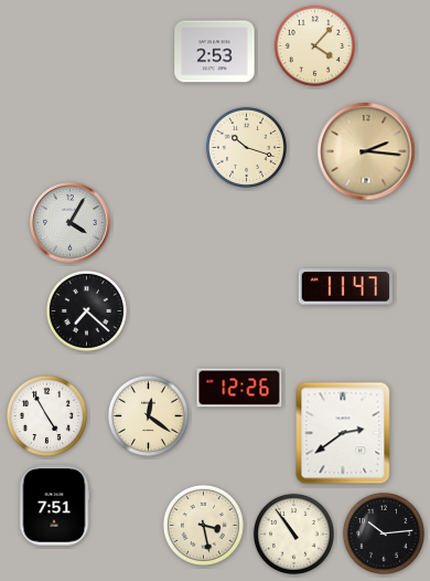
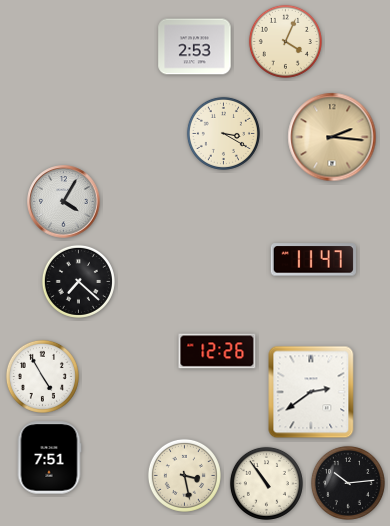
clock at (314, 45): 4:07 -> 4:04
clock at (246, 147): 10:18 -> 3:20
clock at (148, 415): 12:21 -> none
